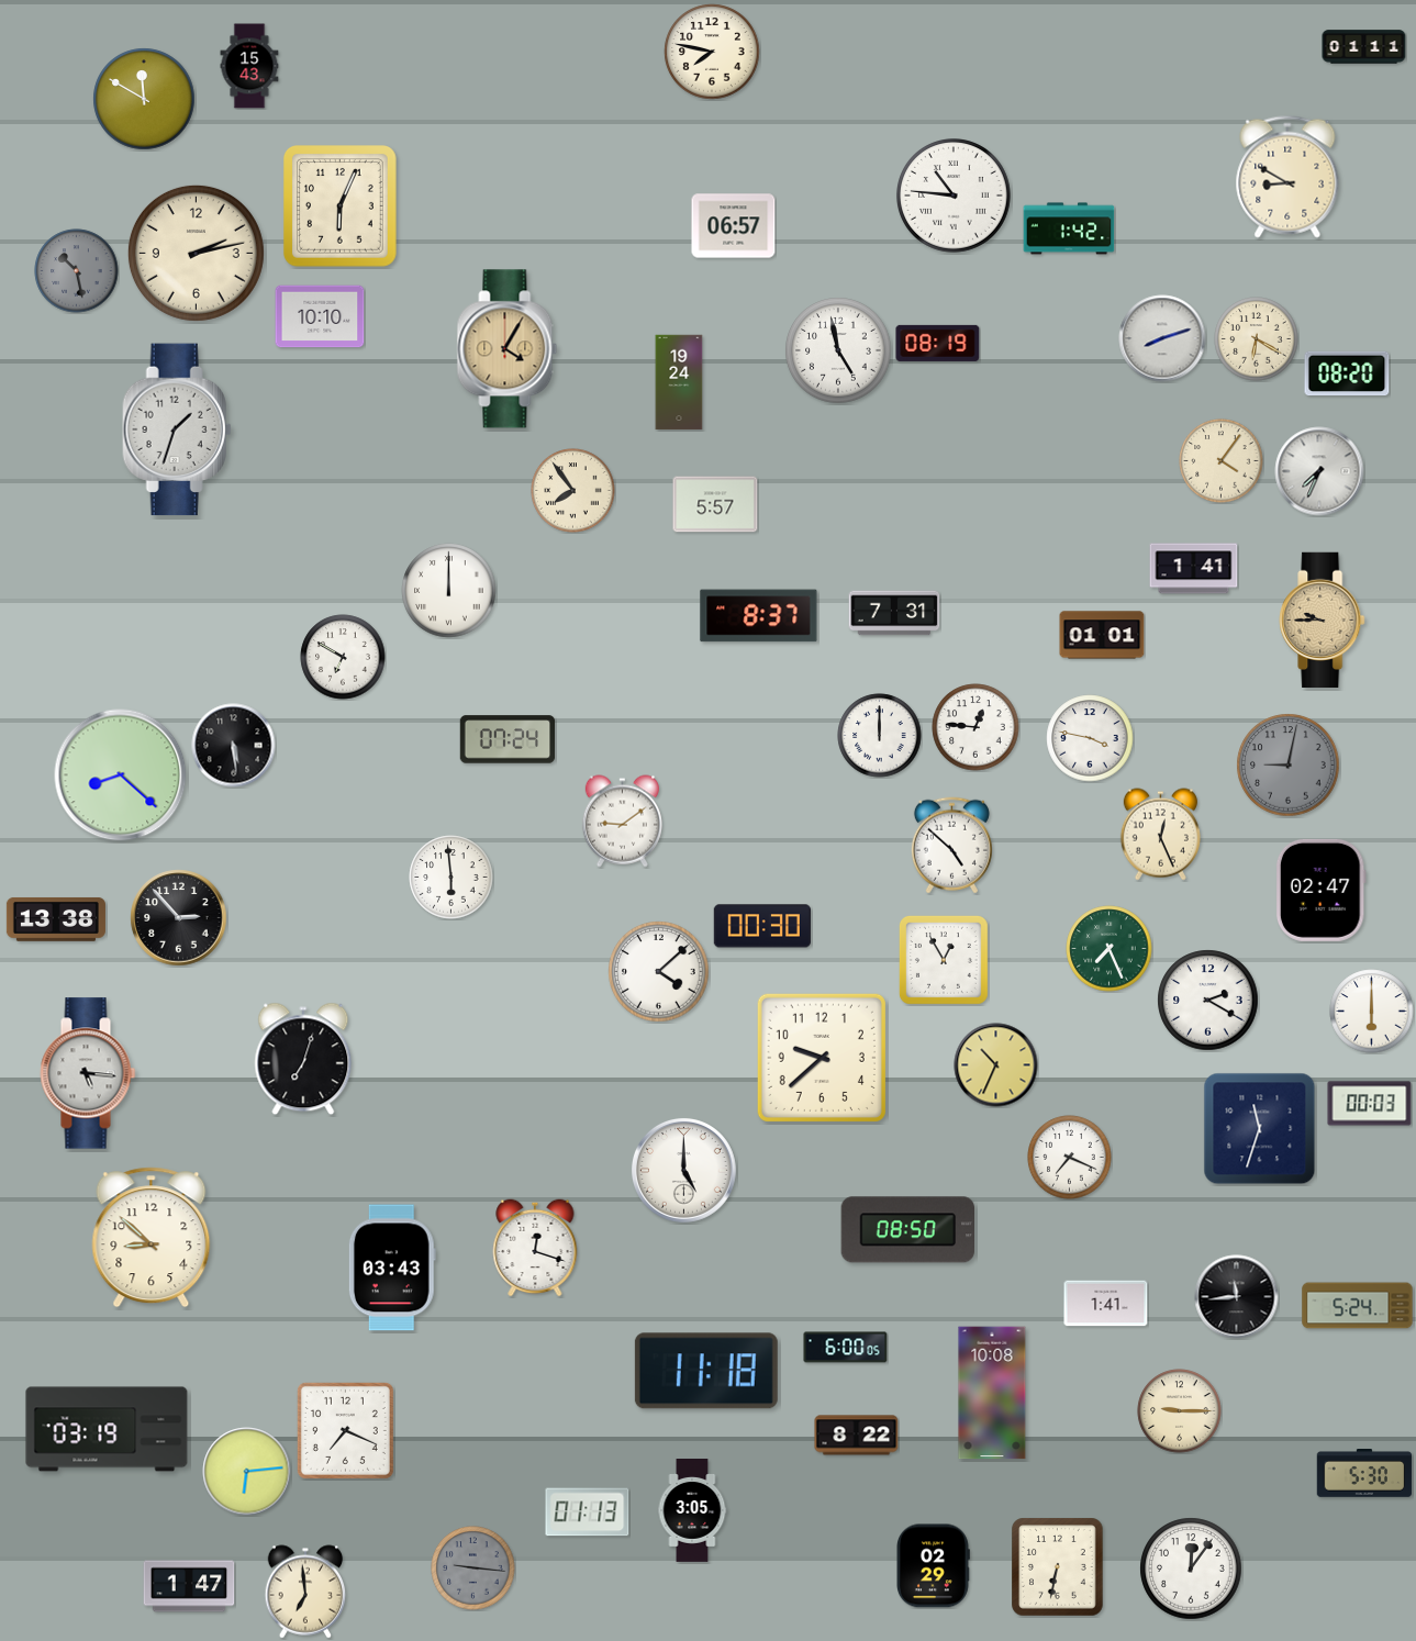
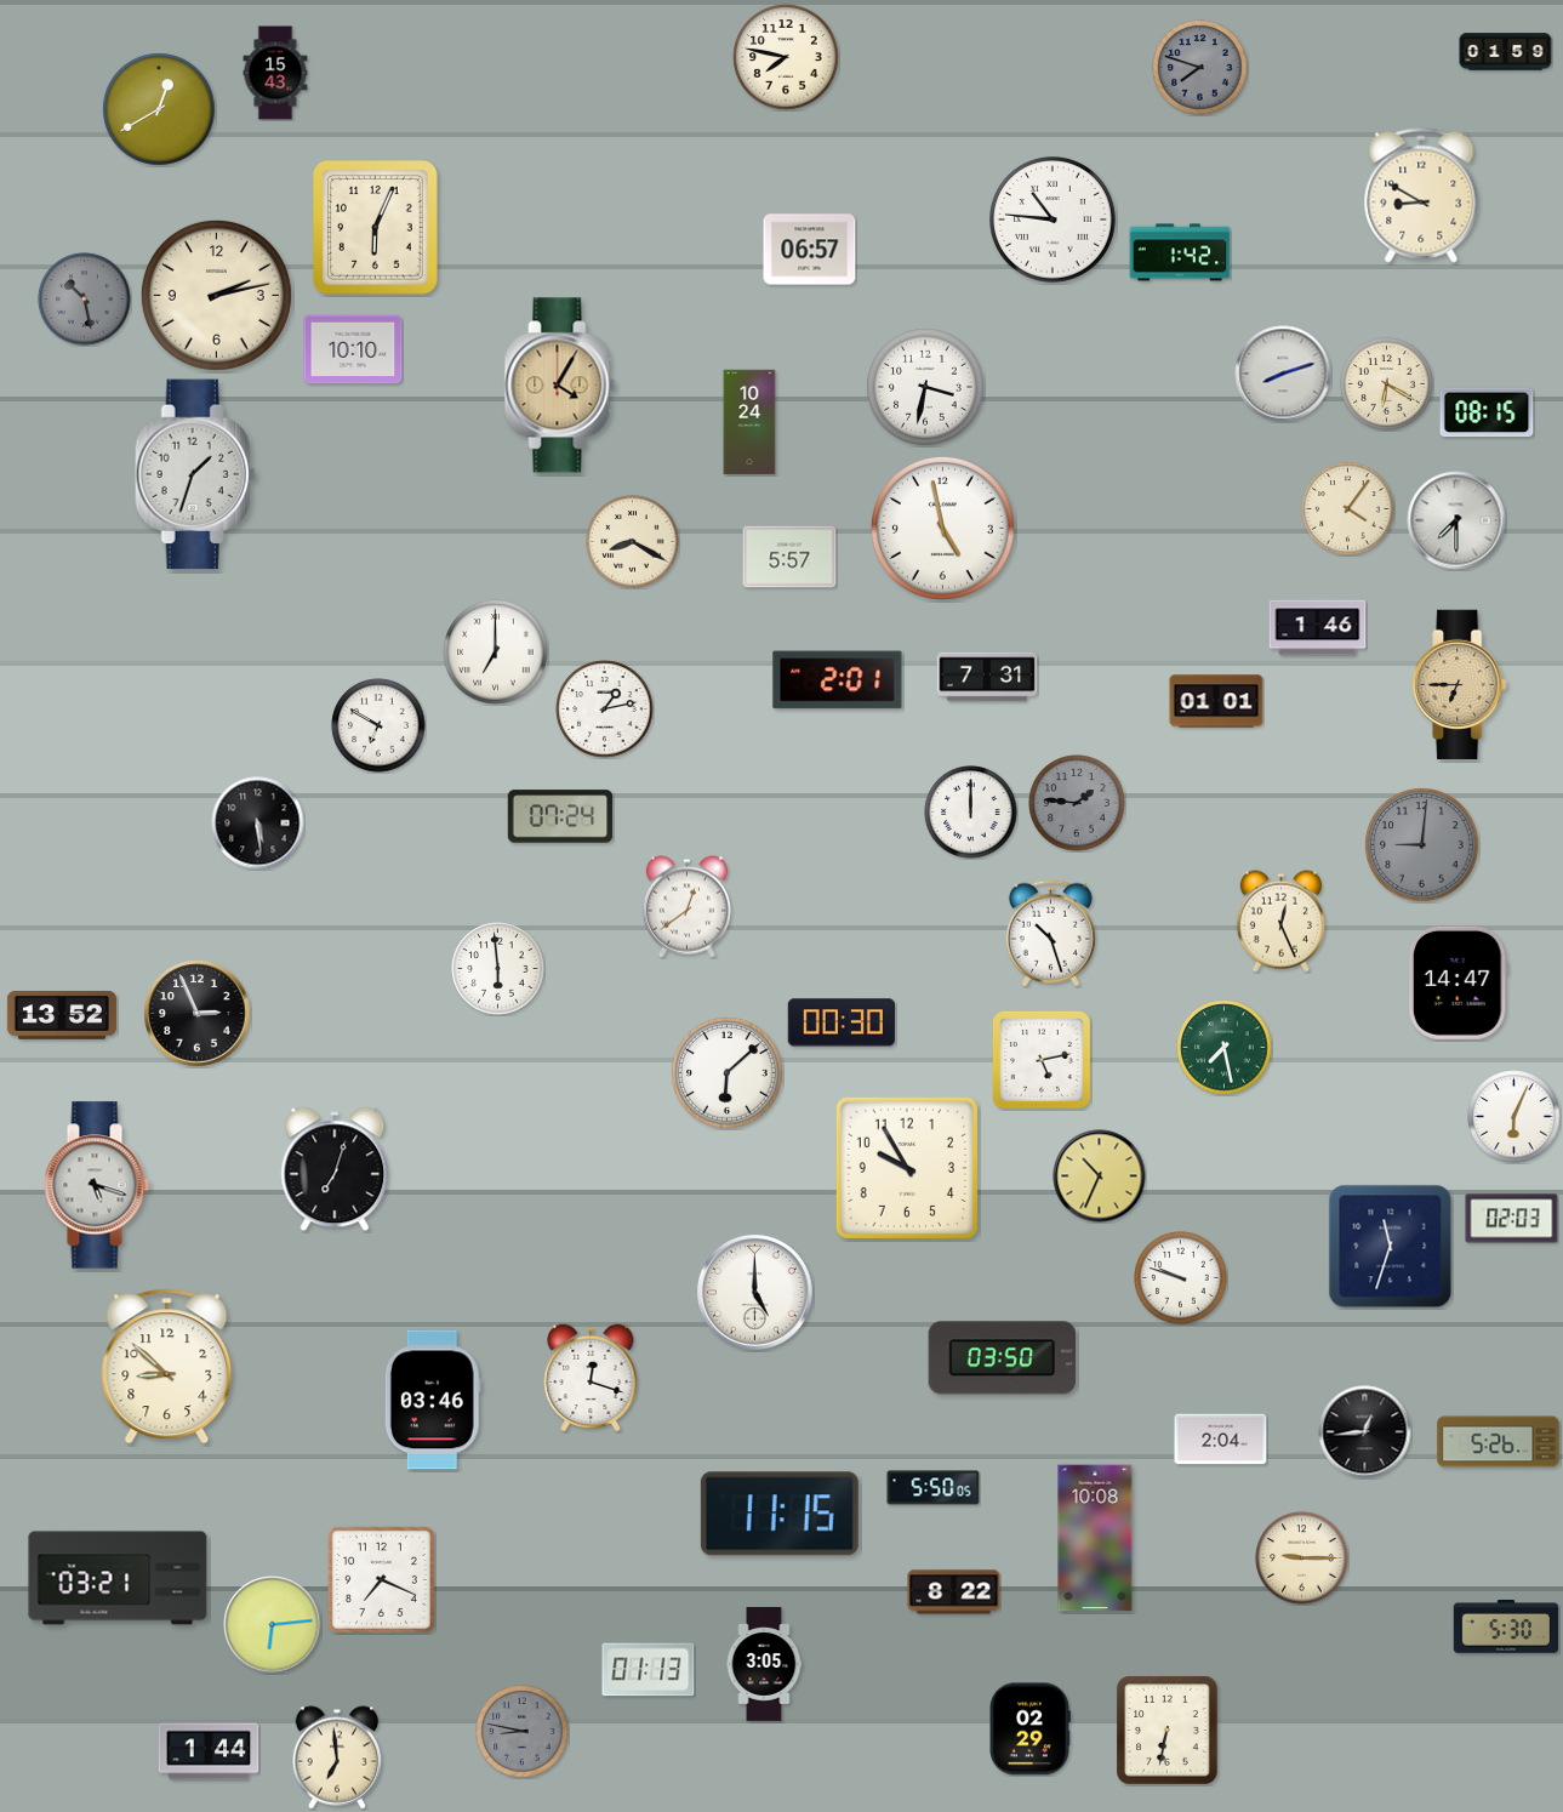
clock at (1364, 47): 01:11 -> 01:59
clock at (1200, 68): none -> 7:48
clock at (144, 99): 11:50 -> 12:40
clock at (955, 197) position: (955, 197) -> (1054, 221)
clock at (196, 253) position: (196, 253) -> (216, 295)
clock at (1257, 339) position: (1257, 339) -> (1387, 384)
clock at (938, 343): 08:19 -> none
clock at (838, 350): 4:58 -> 3:32
clock at (1347, 373): 08:20 -> 08:15
clock at (679, 382): 19:24 -> 10:24
clock at (1319, 471): 7:34 -> 7:30
clock at (942, 528): none -> 4:58
clock at (573, 491): 7:54 -> 8:20
clock at (1194, 569): 1:41 -> 1:46
clock at (449, 591): 12:00 -> 7:00
clock at (759, 616): 8:37 -> 2:01
clock at (1323, 619): 9:45 -> 6:45
clock at (605, 710): none -> 1:13
clock at (975, 727): 12:46 -> 1:46
clock at (975, 727) dial: white -> grey
clock at (1090, 738): 3:47 -> none
clock at (1289, 766): 9:02 -> 9:01
clock at (121, 775): 8:22 -> none
clock at (622, 822): 9:09 -> 12:39
clock at (951, 846): 4:52 -> 10:27
clock at (1320, 890): 02:47 -> 14:47
clock at (179, 918): 2:53 -> 2:56
clock at (56, 919): 13:38 -> 13:52
clock at (1110, 949): 7:26 -> 7:28
clock at (944, 960): 12:55 -> 5:13
clock at (659, 972): 4:08 -> 6:08
clock at (1208, 1001): 2:20 -> none
clock at (1372, 1012): 6:00 -> 6:04
clock at (822, 1058): 9:38 -> 9:55
clock at (88, 1073): 5:16 -> 5:18
clock at (1370, 1104): 00:03 -> 02:03
clock at (1070, 1158): 7:19 -> 9:48
clock at (908, 1230): 08:50 -> 03:50
clock at (392, 1268): 03:43 -> 03:46
clock at (1237, 1297): 11:44 -> 12:44
clock at (1106, 1304): 1:41 -> 2:04
clock at (1358, 1306): 5:24 -> 5:26
clock at (846, 1348): 6:00 -> 5:50
clock at (706, 1371): 11:18 -> 11:15
clock at (107, 1429): 03:19 -> 03:21
clock at (857, 1436) position: (857, 1436) -> (954, 1592)
clock at (692, 1511) position: (692, 1511) -> (764, 1665)
clock at (473, 1569): 9:16 -> 8:47
clock at (1191, 1569): 12:06 -> none
clock at (189, 1586): 1:47 -> 1:44
